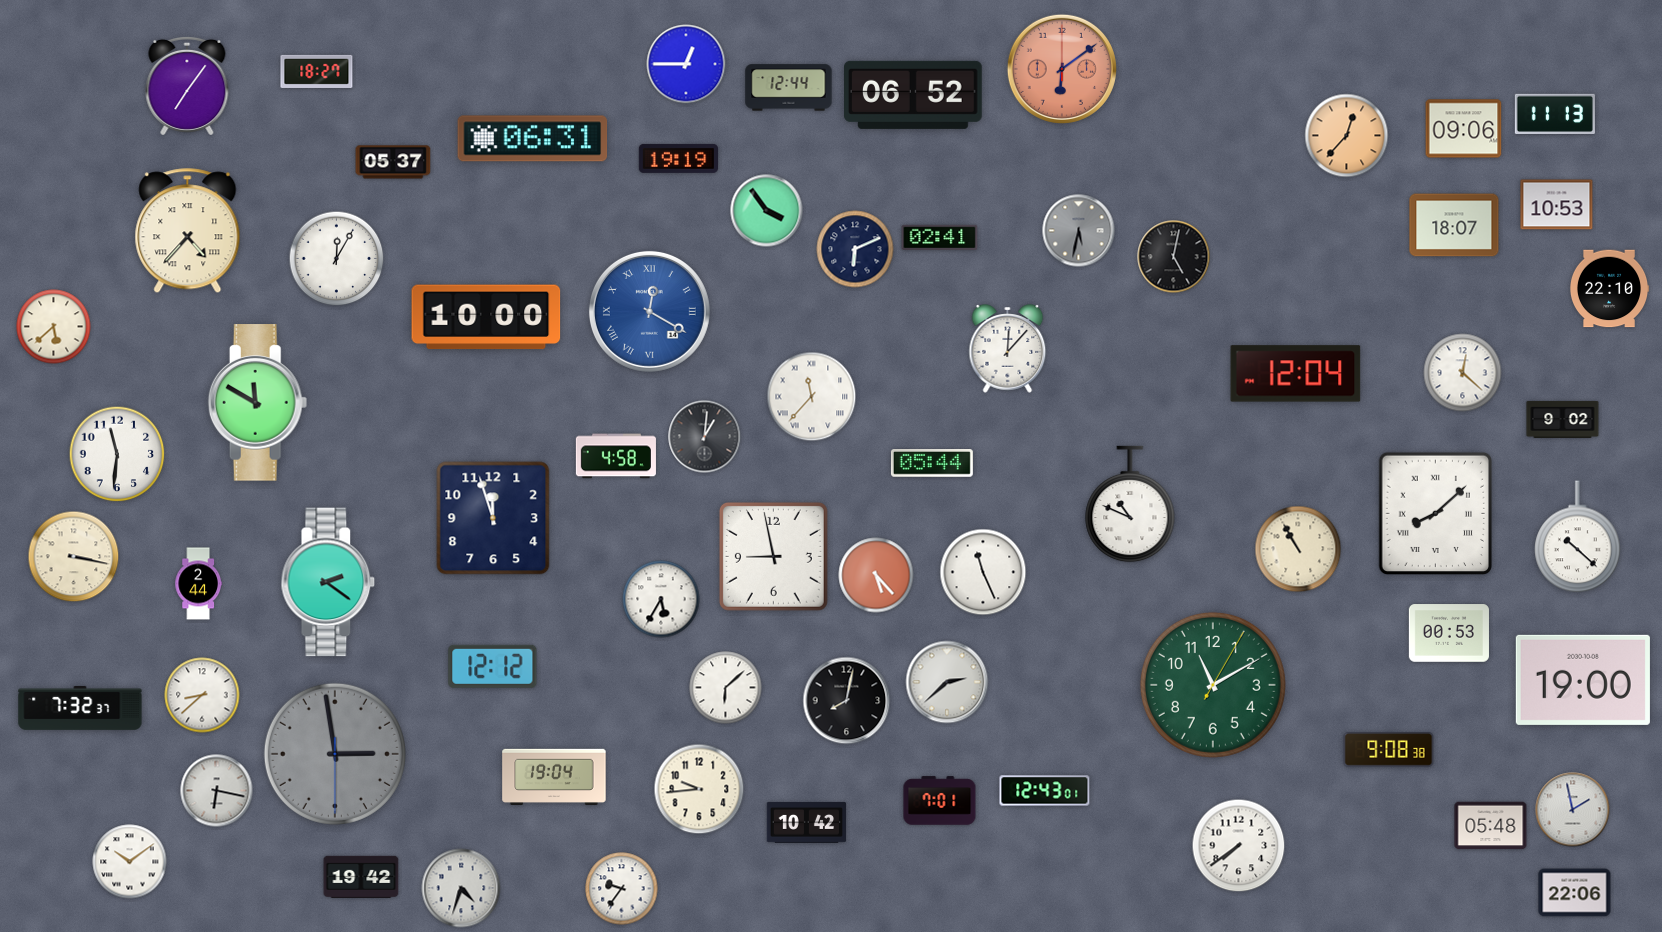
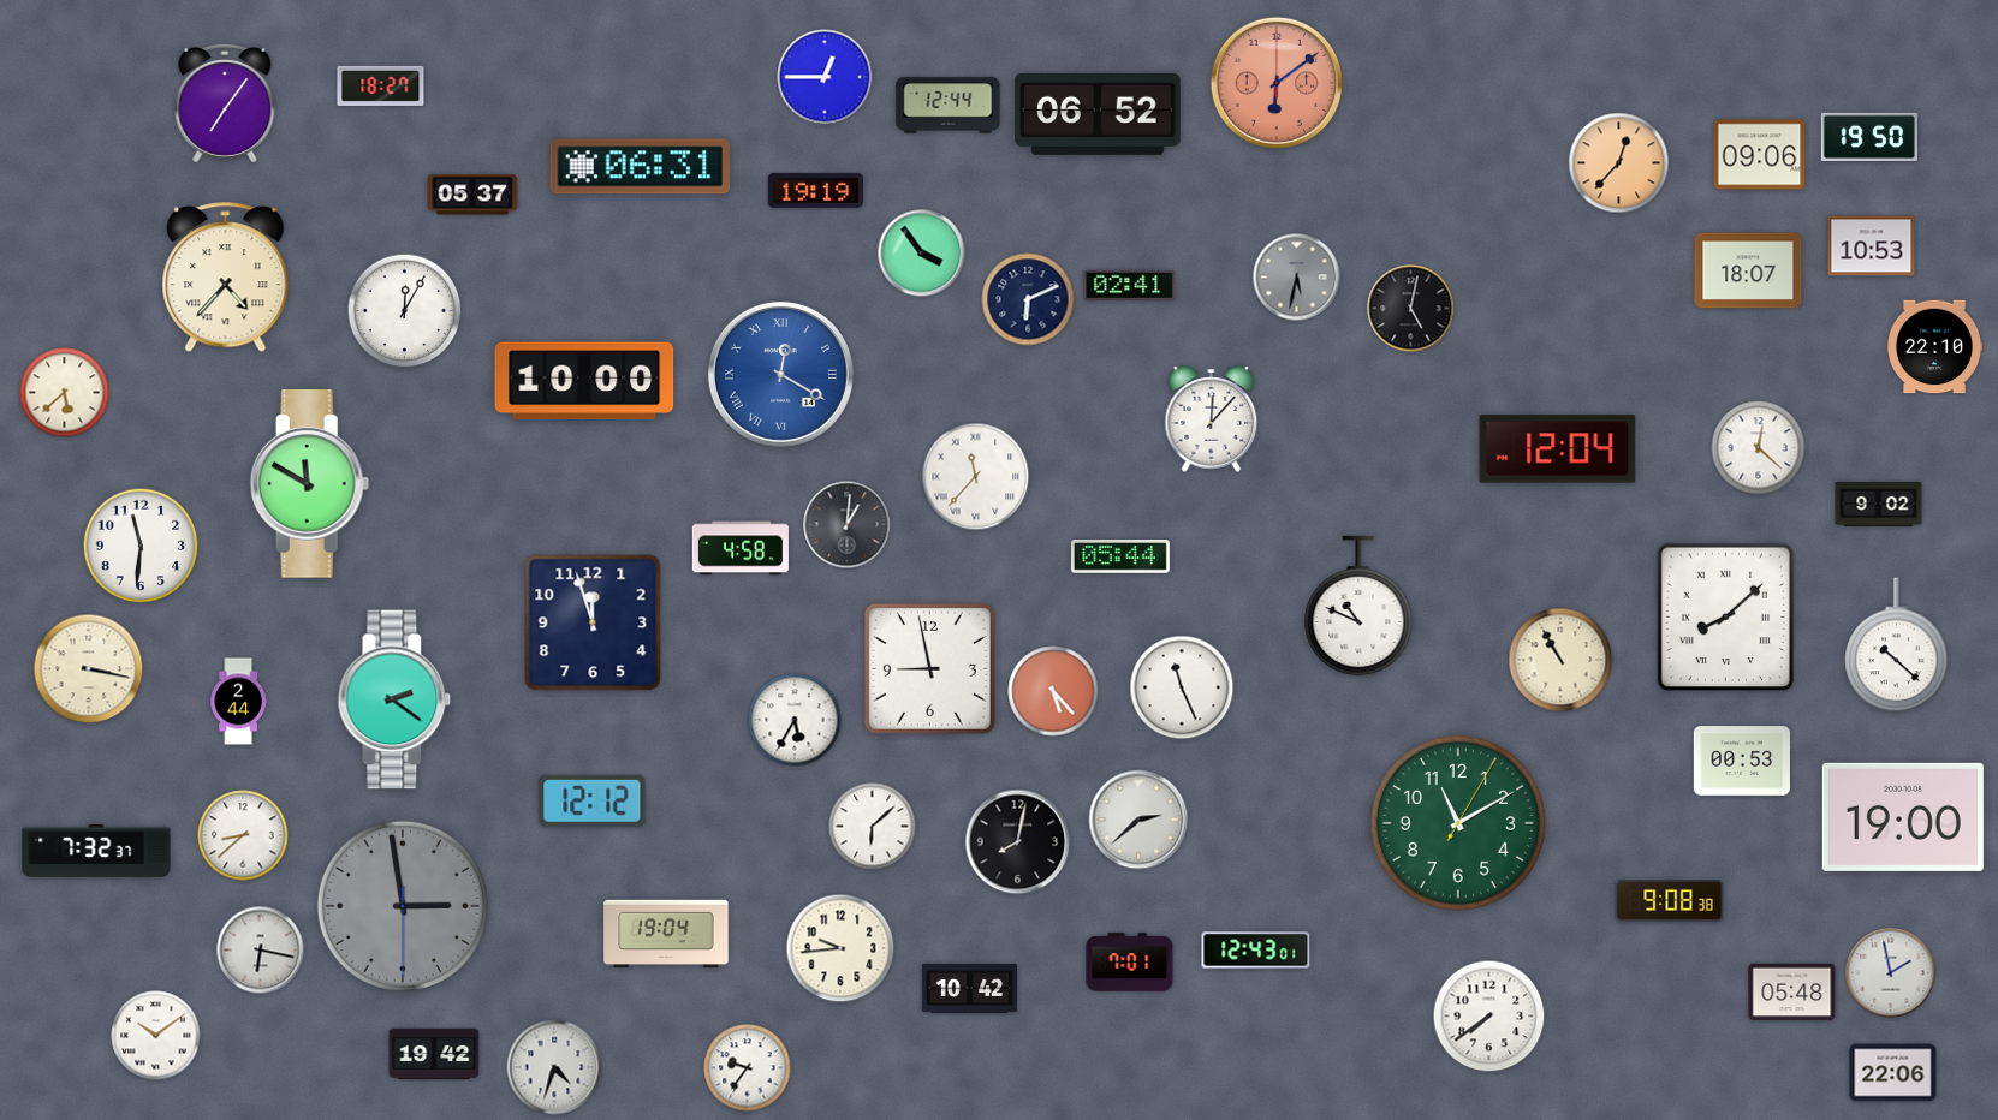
clock at (1555, 114): 11:13 -> 19:50
